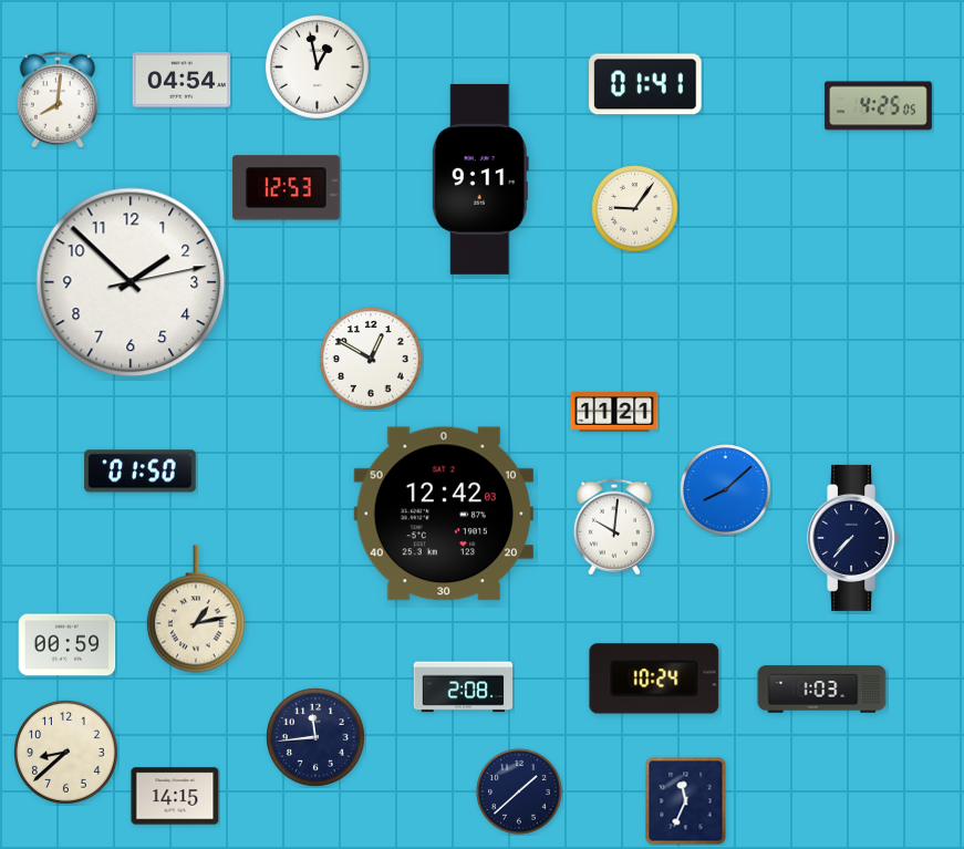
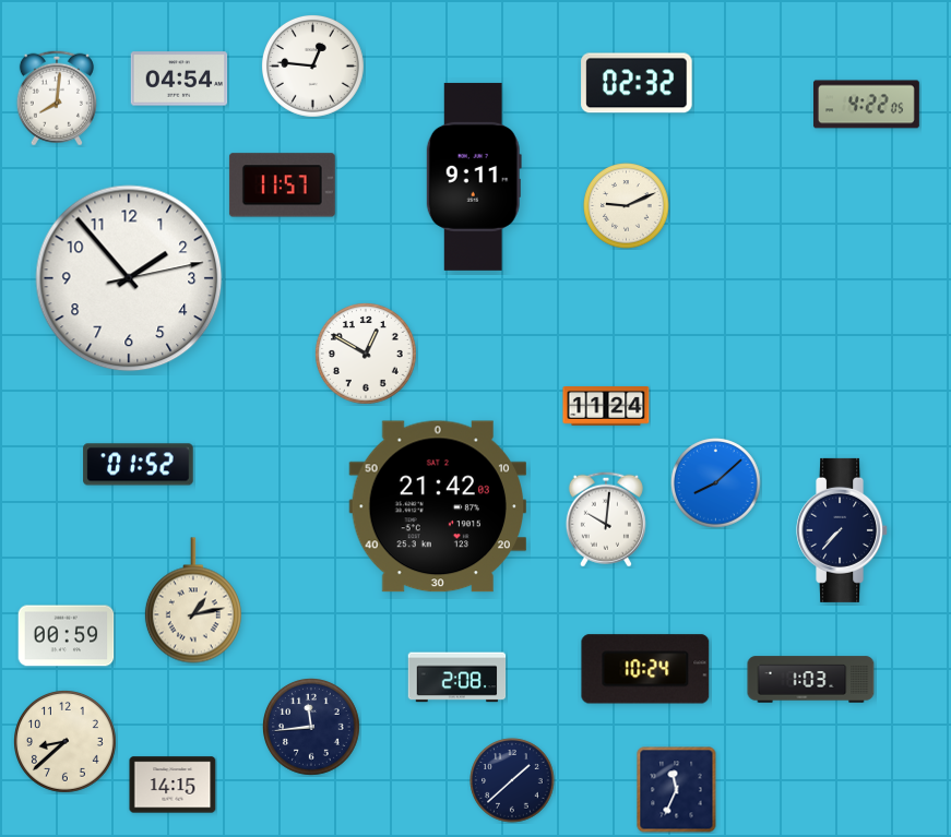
clock at (317, 66): 12:58 -> 12:46
clock at (645, 84): 01:41 -> 02:32
clock at (878, 106): 4:25 -> 4:22
clock at (286, 188): 12:53 -> 11:57
clock at (635, 209): 9:06 -> 9:11
clock at (131, 282): 1:52 -> 1:53
clock at (614, 413): 11:21 -> 11:24
clock at (141, 472): 01:50 -> 01:52
clock at (443, 514): 12:42 -> 21:42
